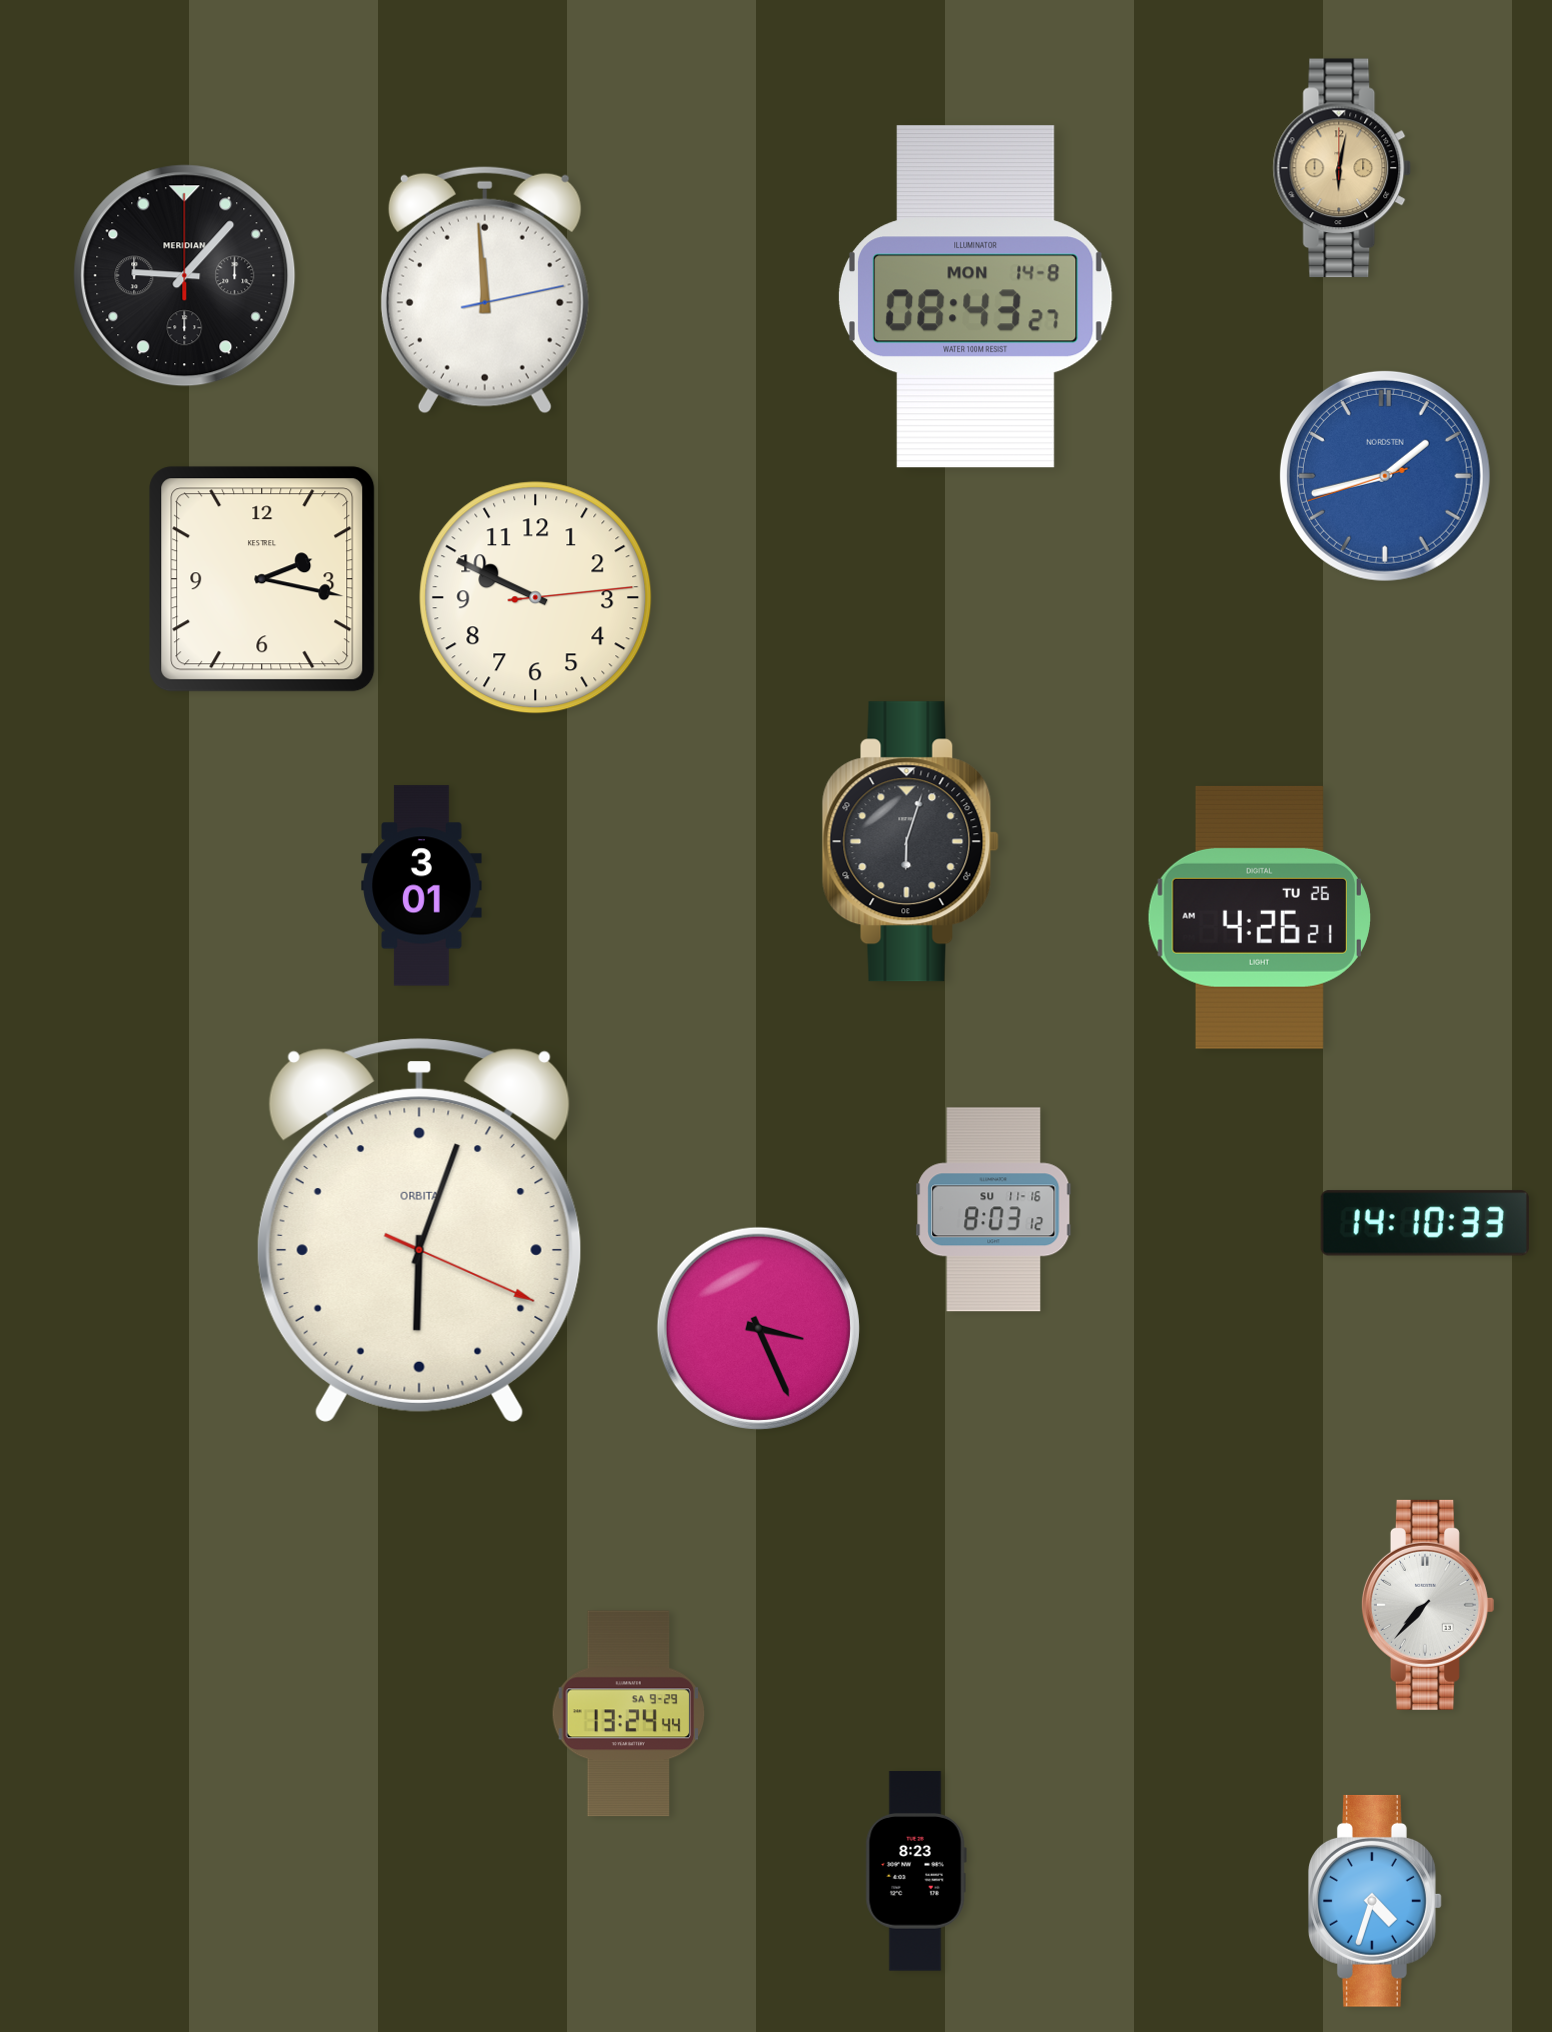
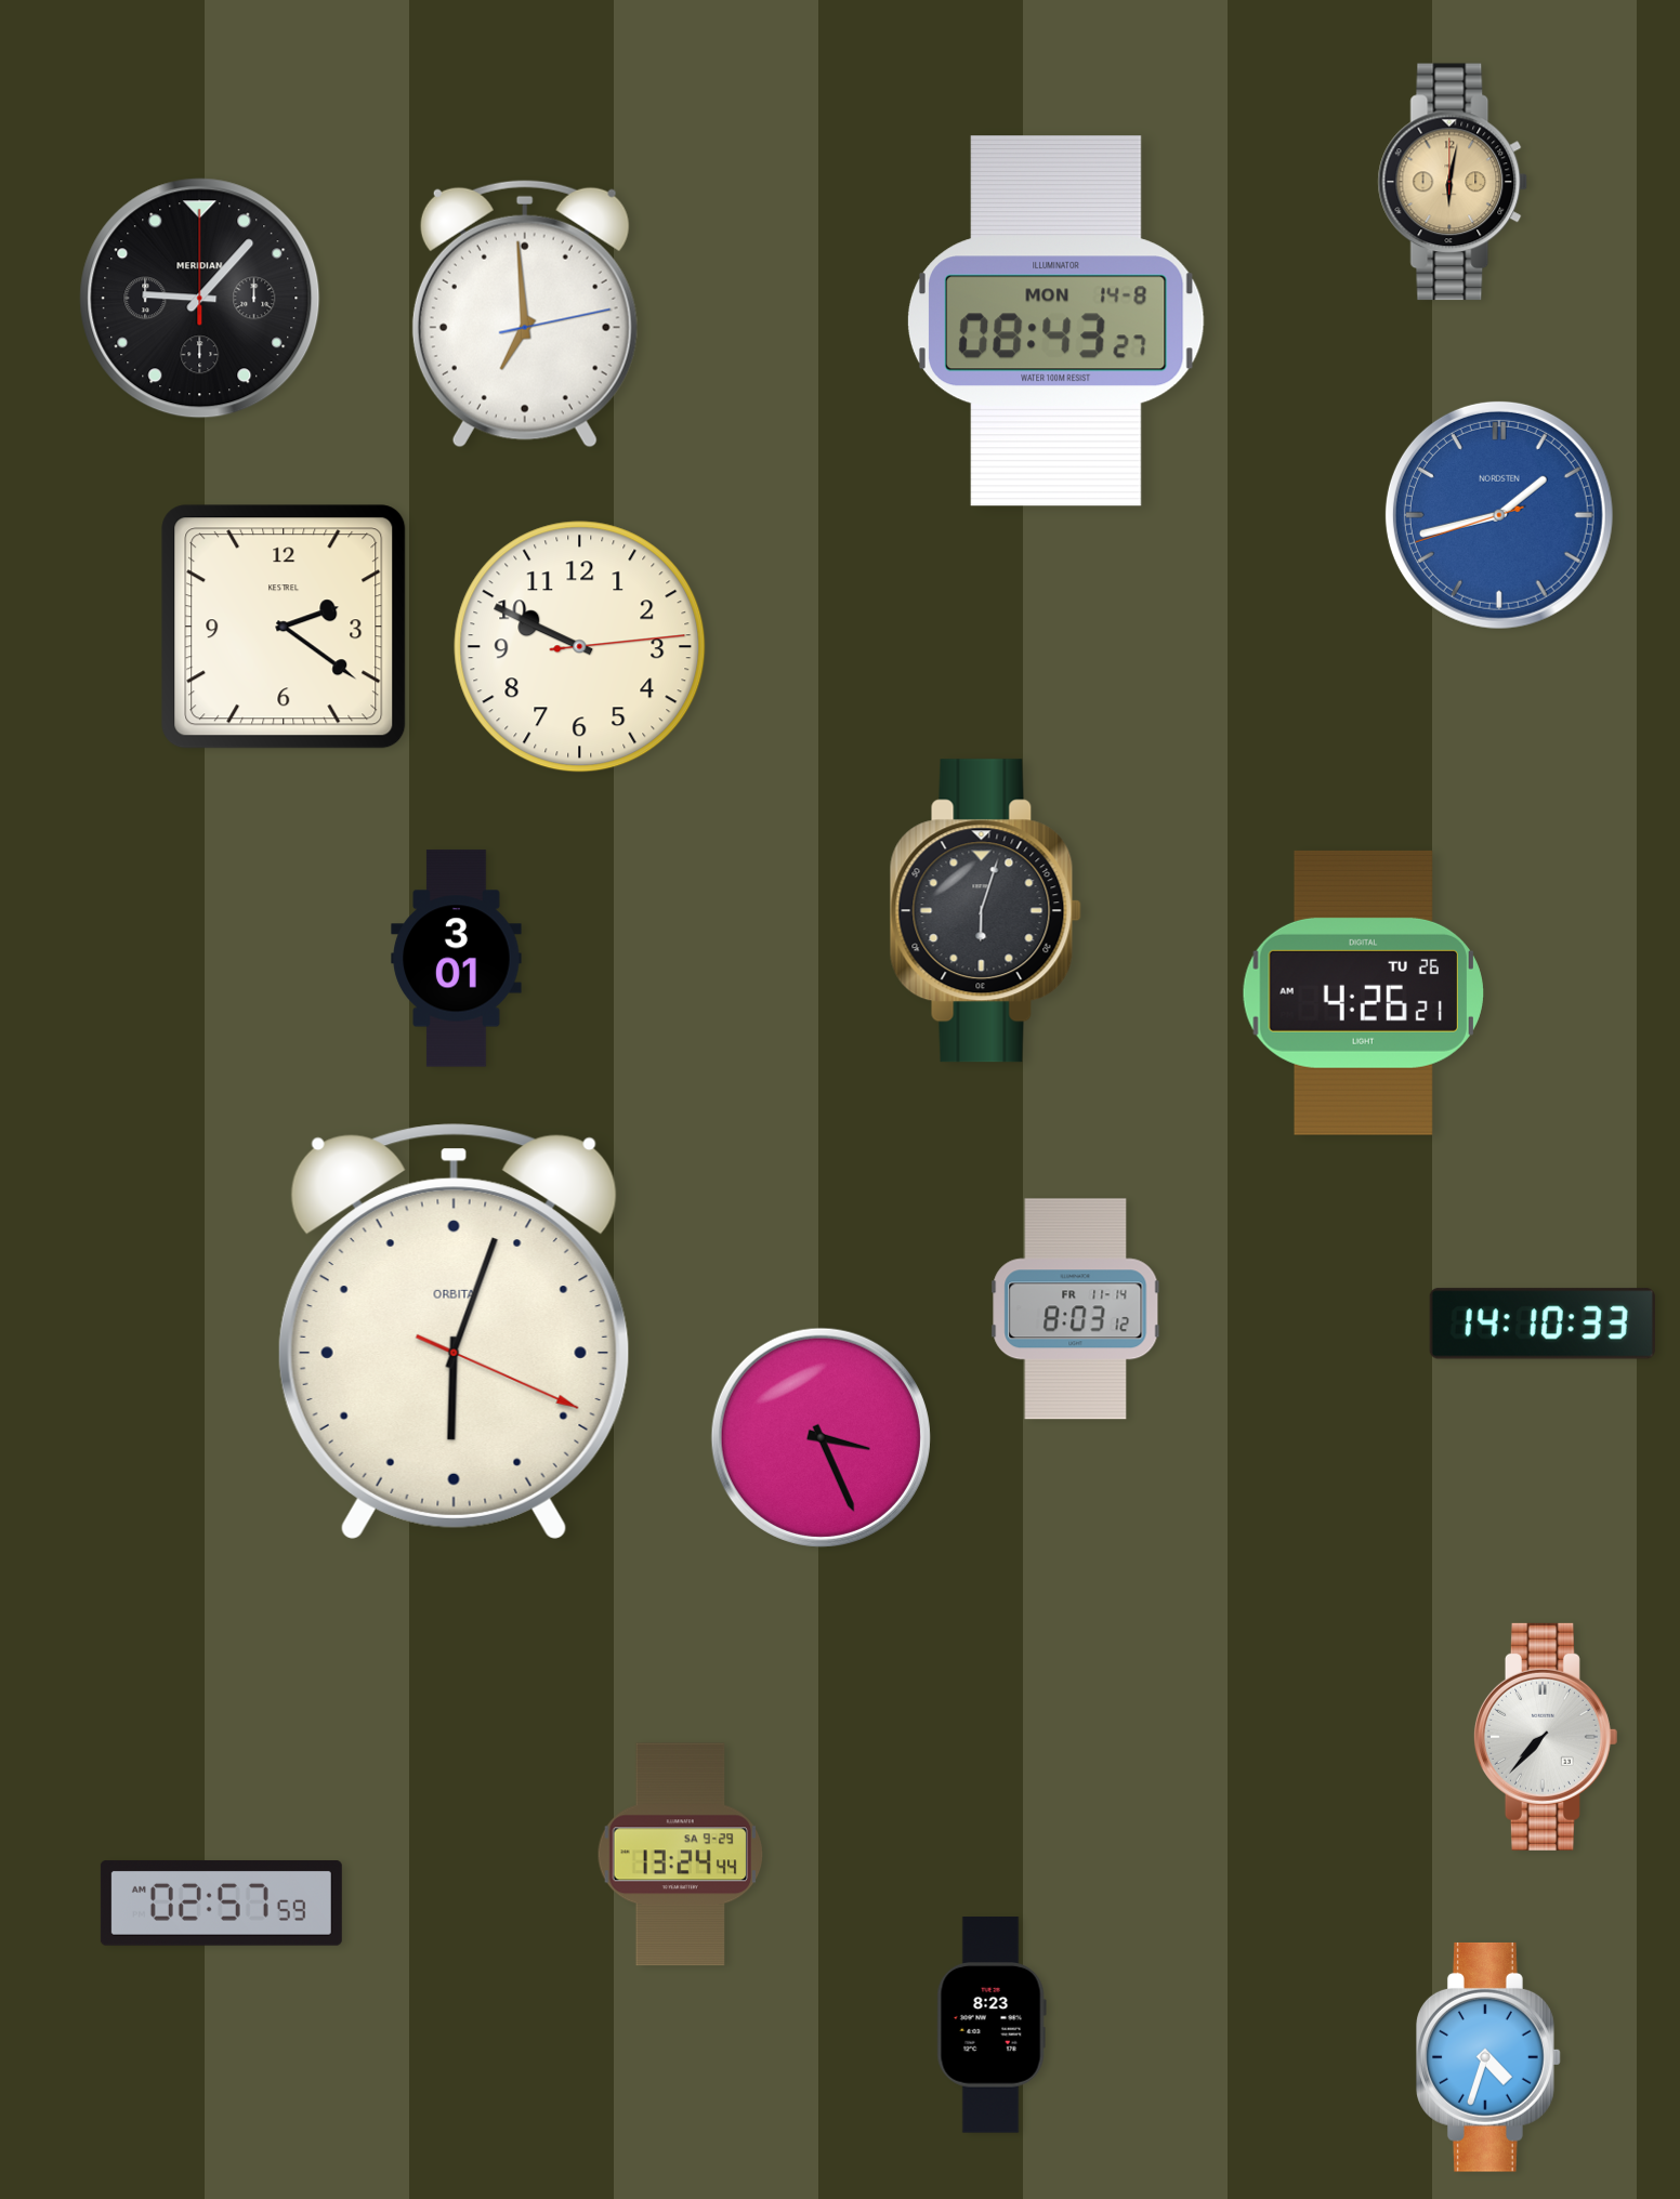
clock at (485, 290): 11:59 -> 6:59
clock at (262, 579): 2:17 -> 2:21
clock at (994, 1210) date: SU 11-16 -> FR 11-14
clock at (221, 1904): none -> 02:57
